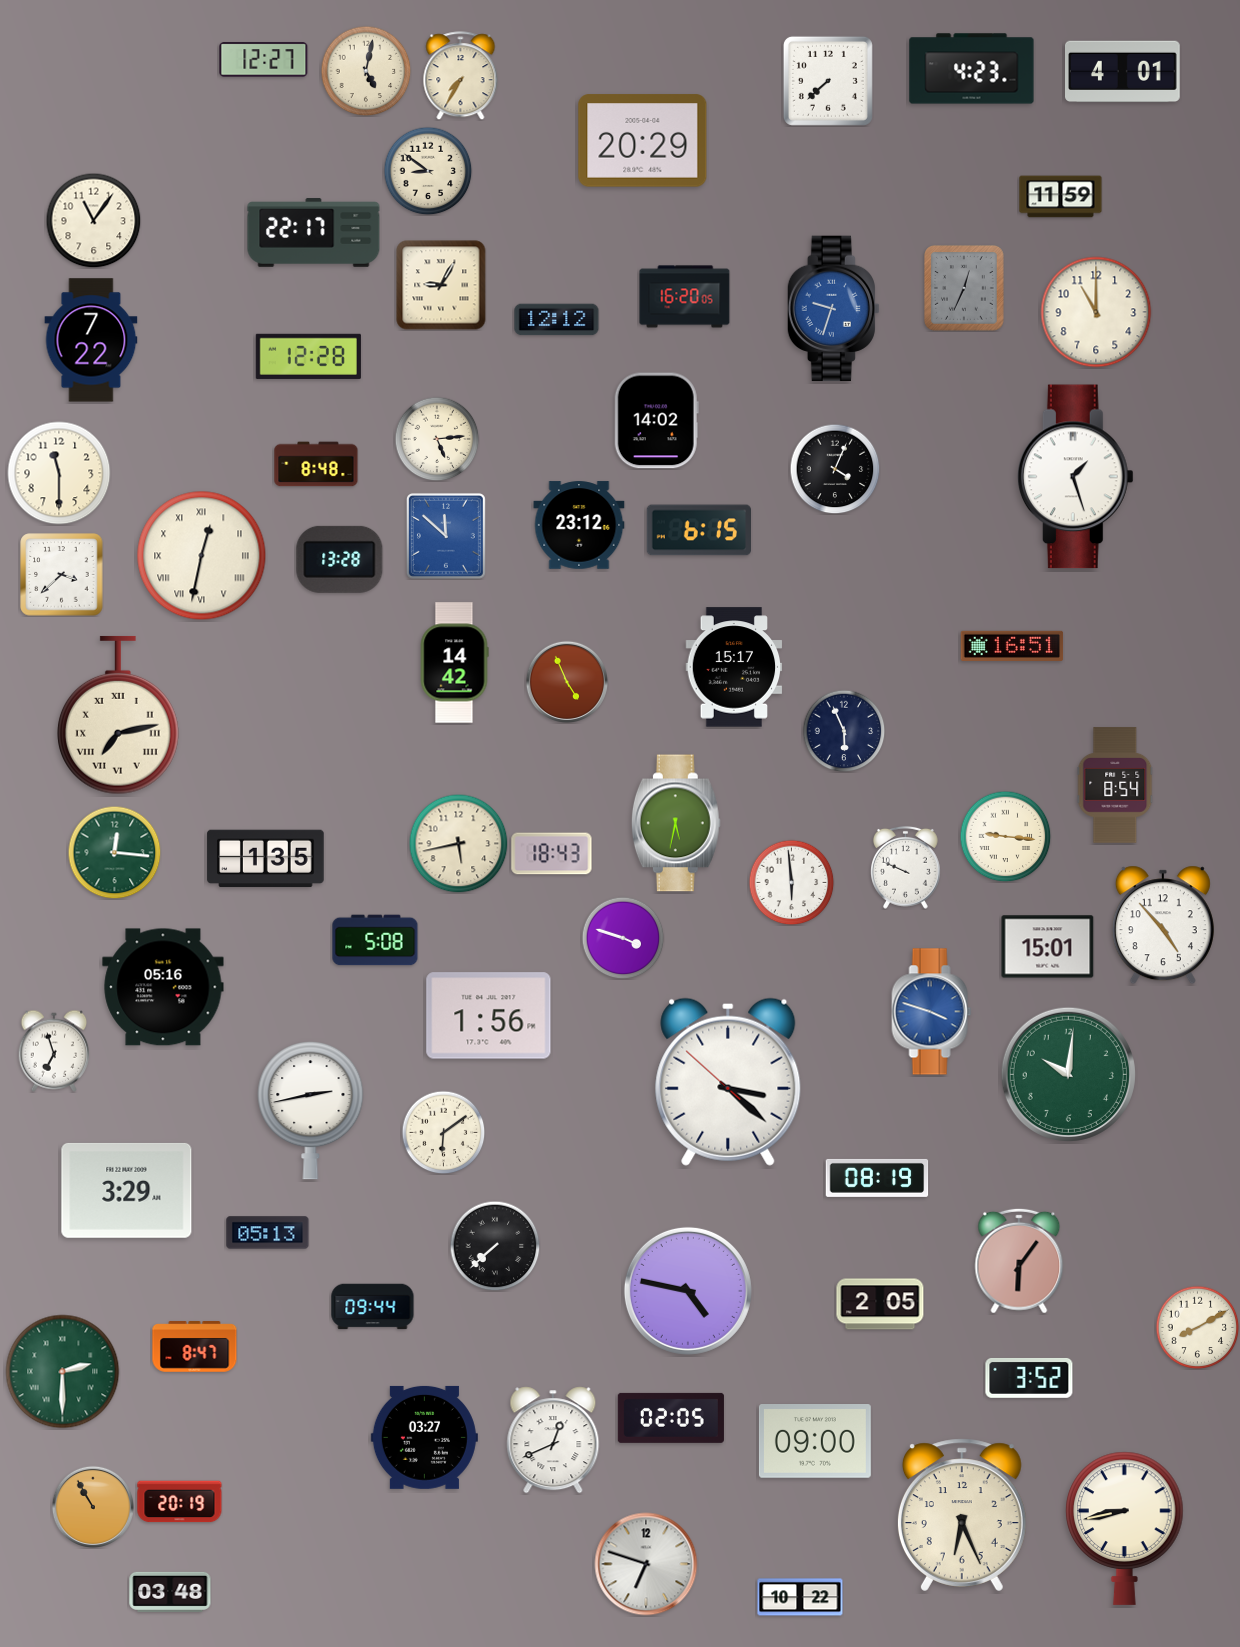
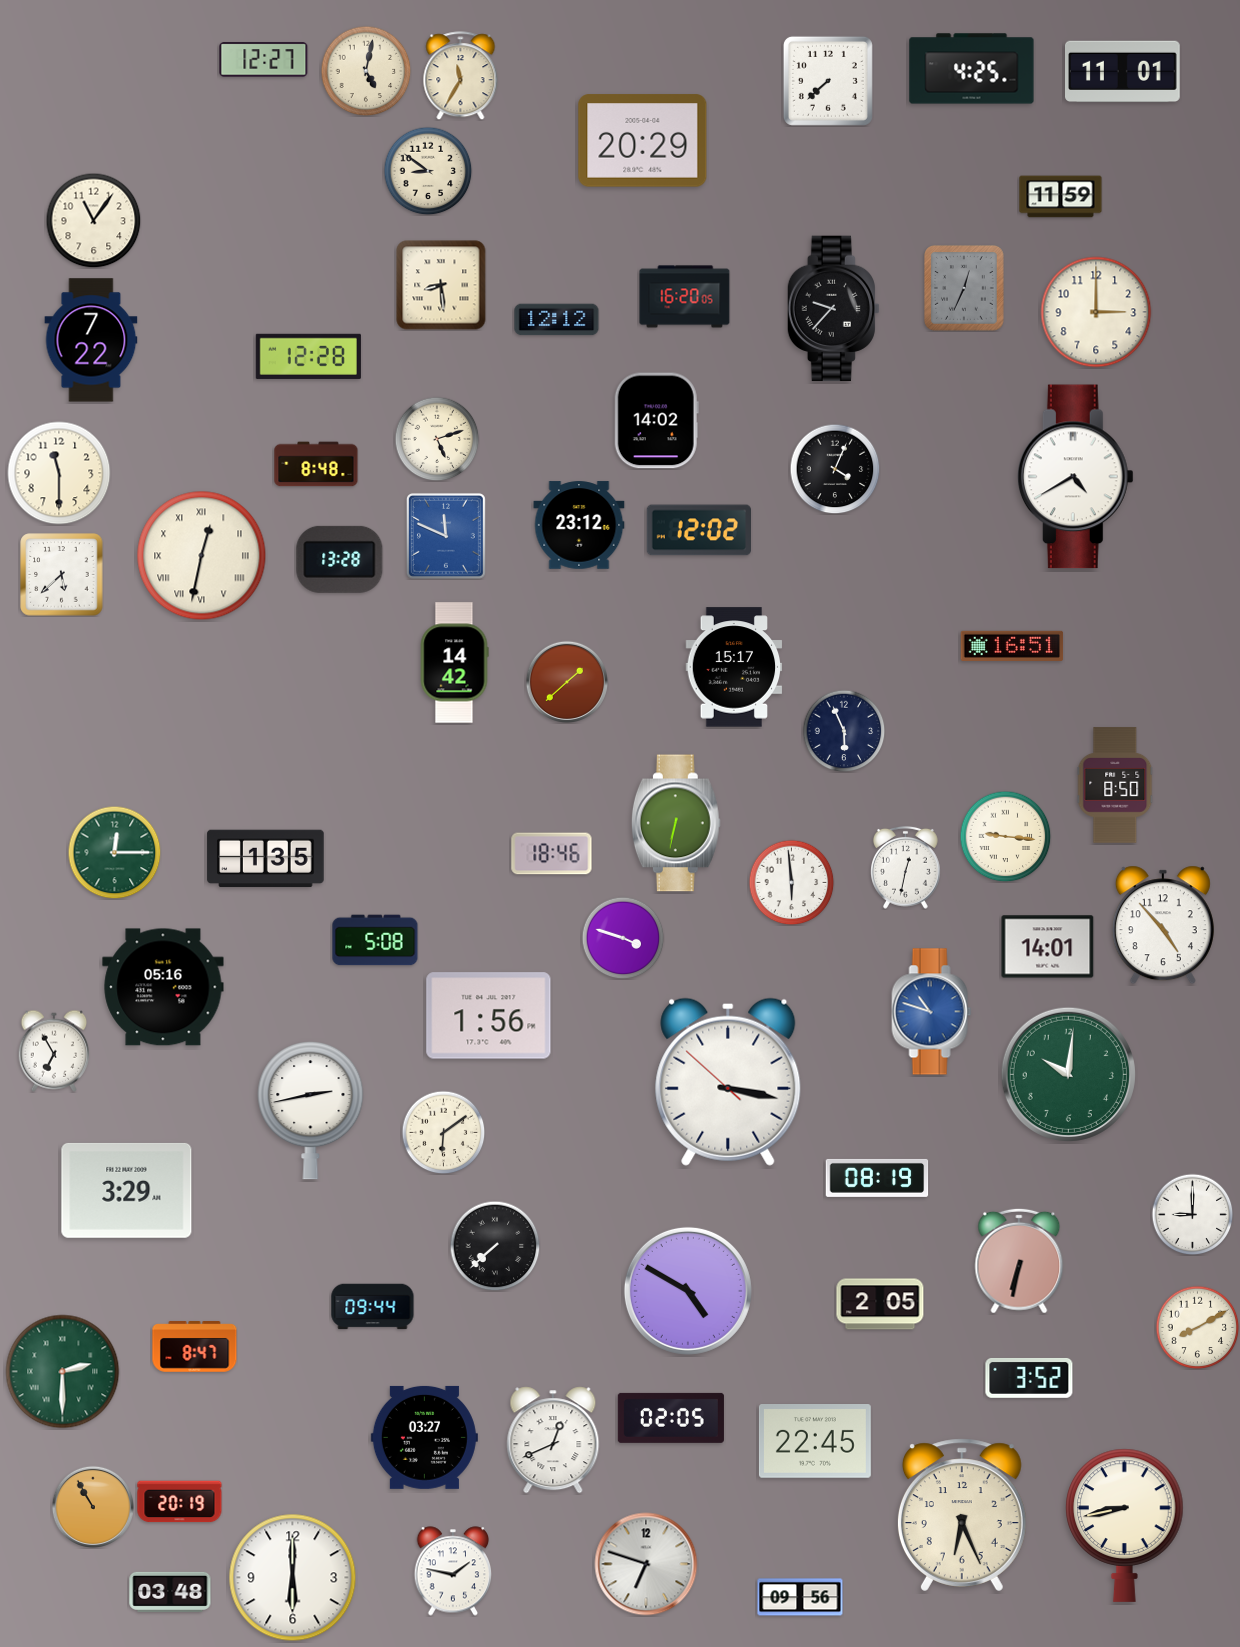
clock at (972, 69): 4:23 -> 4:25
clock at (1123, 72): 4:01 -> 11:01
clock at (461, 76): 7:35 -> 11:35
clock at (314, 233): 22:17 -> none
clock at (441, 285): 9:05 -> 8:29
clock at (833, 309): 9:33 -> 9:37
clock at (833, 309) dial: blue -> black
clock at (1096, 312): 11:00 -> 3:00
clock at (437, 439): 5:14 -> 5:12
clock at (1075, 477): 1:27 -> 4:40
clock at (698, 530): 6:15 -> 12:02
clock at (446, 536): 11:52 -> 11:49
clock at (62, 575): 3:38 -> 5:38
clock at (566, 681): 4:56 -> 1:38
clock at (119, 715): 7:13 -> none
clock at (1115, 785): 8:54 -> 8:50
clock at (676, 823): 5:32 -> 6:32
clock at (459, 844): 5:43 -> none
clock at (114, 852): 12:16 -> 12:15
clock at (552, 854): 18:43 -> 18:46
clock at (906, 867): 9:49 -> 12:32
clock at (1048, 947): 15:01 -> 14:01
clock at (932, 1012): 3:48 -> 10:48
clock at (54, 1051): 6:57 -> 6:55
clock at (728, 1082): 3:21 -> 3:16
clock at (1192, 1214): none -> 9:00
clock at (268, 1233): 05:13 -> none
clock at (1019, 1261): 6:06 -> 6:32
clock at (688, 1291): 4:47 -> 4:50
clock at (815, 1442): 09:00 -> 22:45
clock at (1125, 1528) position: (1125, 1528) -> (1125, 1525)
clock at (453, 1571): none -> 1:47
clock at (293, 1578): none -> 6:00
clock at (800, 1597): 10:22 -> 09:56
